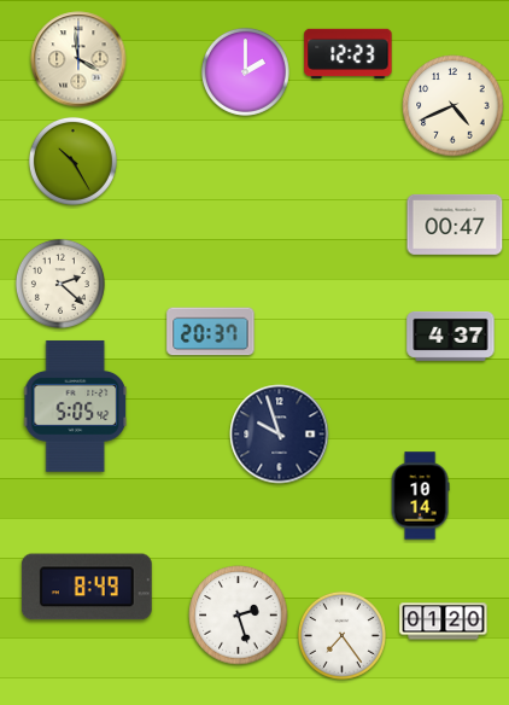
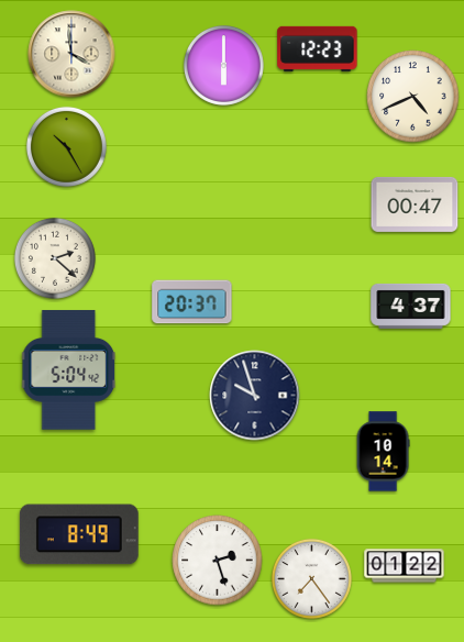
clock at (245, 71): 2:00 -> 6:00
clock at (76, 407): 5:05 -> 5:04
clock at (444, 622): 01:20 -> 01:22
